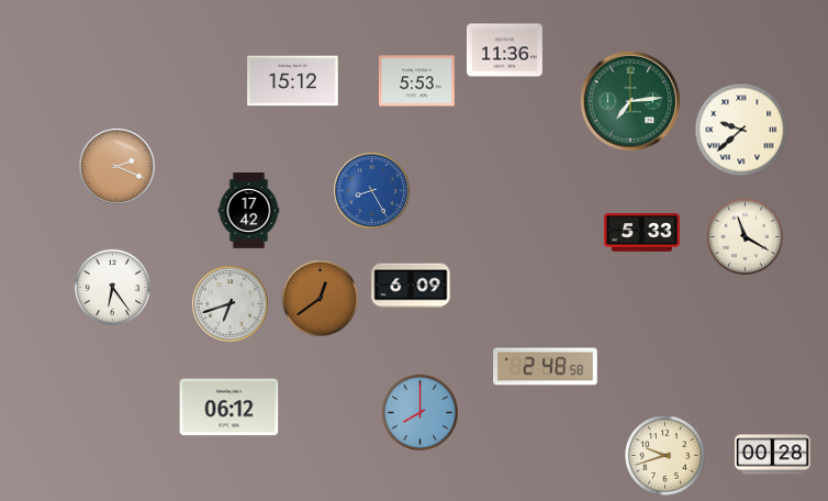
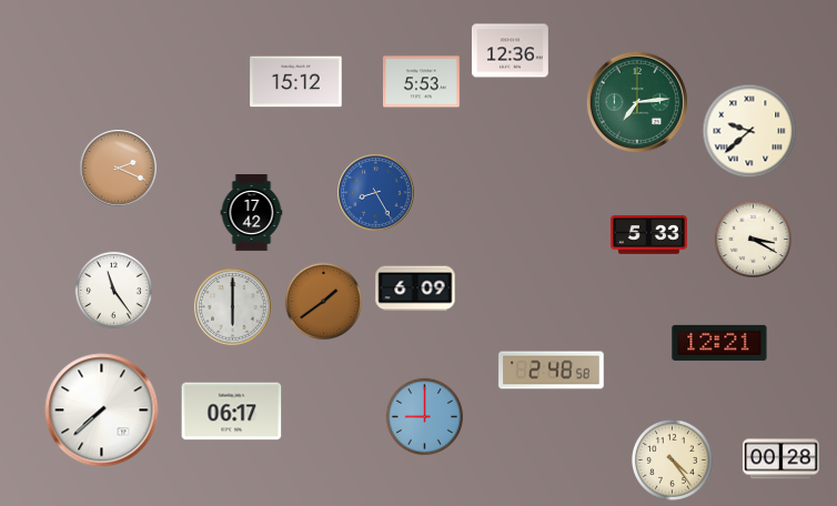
clock at (505, 51): 11:36 -> 12:36
clock at (745, 236): 11:20 -> 3:20
clock at (112, 287): 6:24 -> 11:24
clock at (320, 298): 12:39 -> 1:39
clock at (231, 304): 6:42 -> 6:00
clock at (719, 343): none -> 12:21
clock at (102, 411): none -> 7:38
clock at (230, 408): 06:12 -> 06:17
clock at (419, 412): 8:00 -> 9:00
clock at (665, 456): 9:42 -> 4:24
